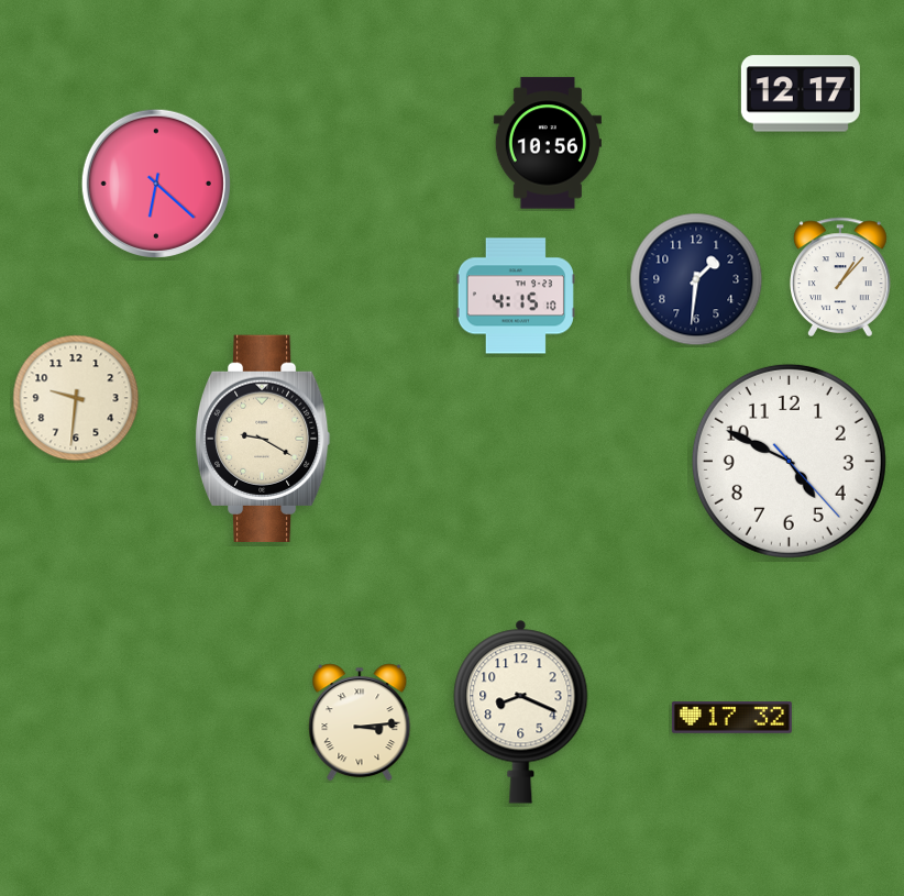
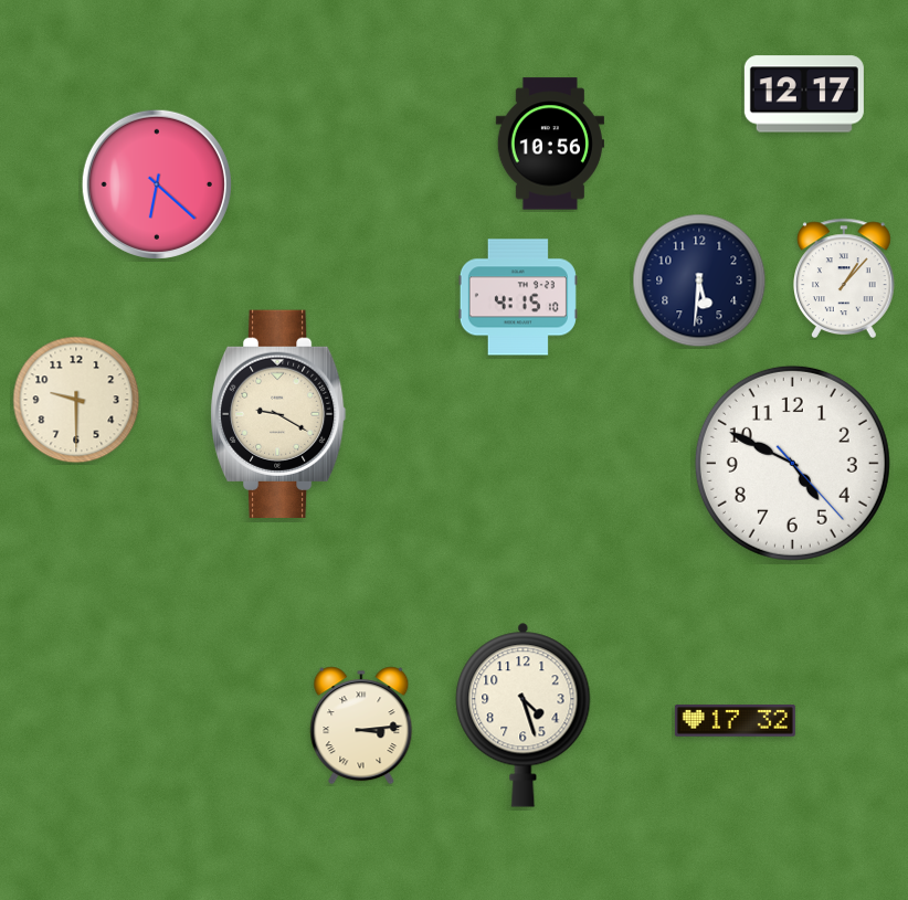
clock at (696, 279): 1:31 -> 5:31
clock at (76, 398): 9:31 -> 9:30
clock at (263, 439) position: (263, 439) -> (278, 414)
clock at (521, 711): 8:19 -> 4:27
